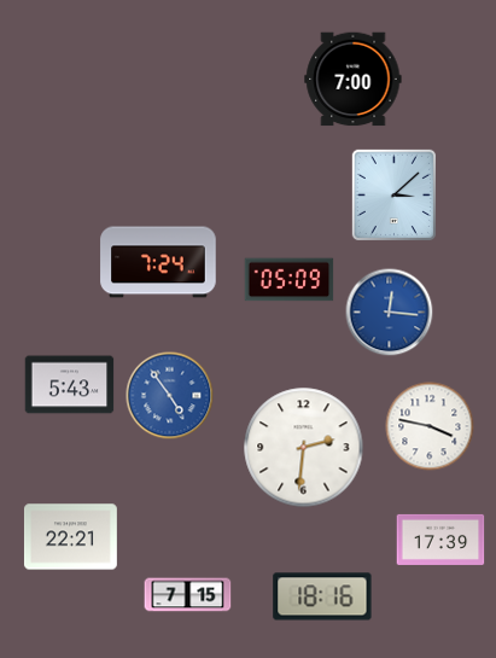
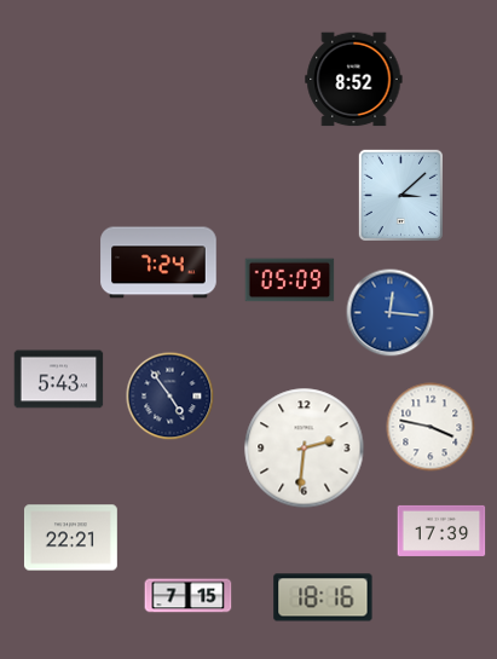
clock at (354, 80): 7:00 -> 8:52
clock at (393, 194) position: (393, 194) -> (400, 195)
clock at (70, 385) position: (70, 385) -> (59, 380)
clock at (170, 396) dial: blue -> navy
clock at (440, 540) position: (440, 540) -> (441, 531)
